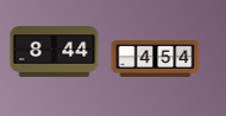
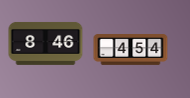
clock at (55, 51): 8:44 -> 8:46
